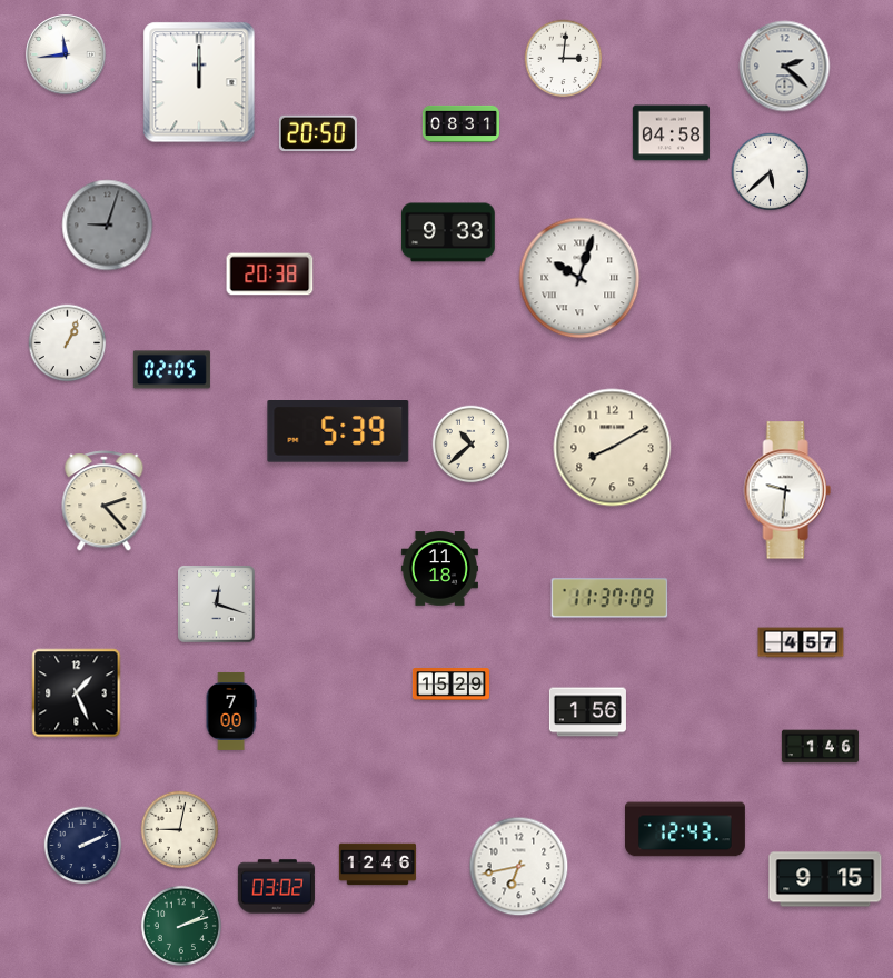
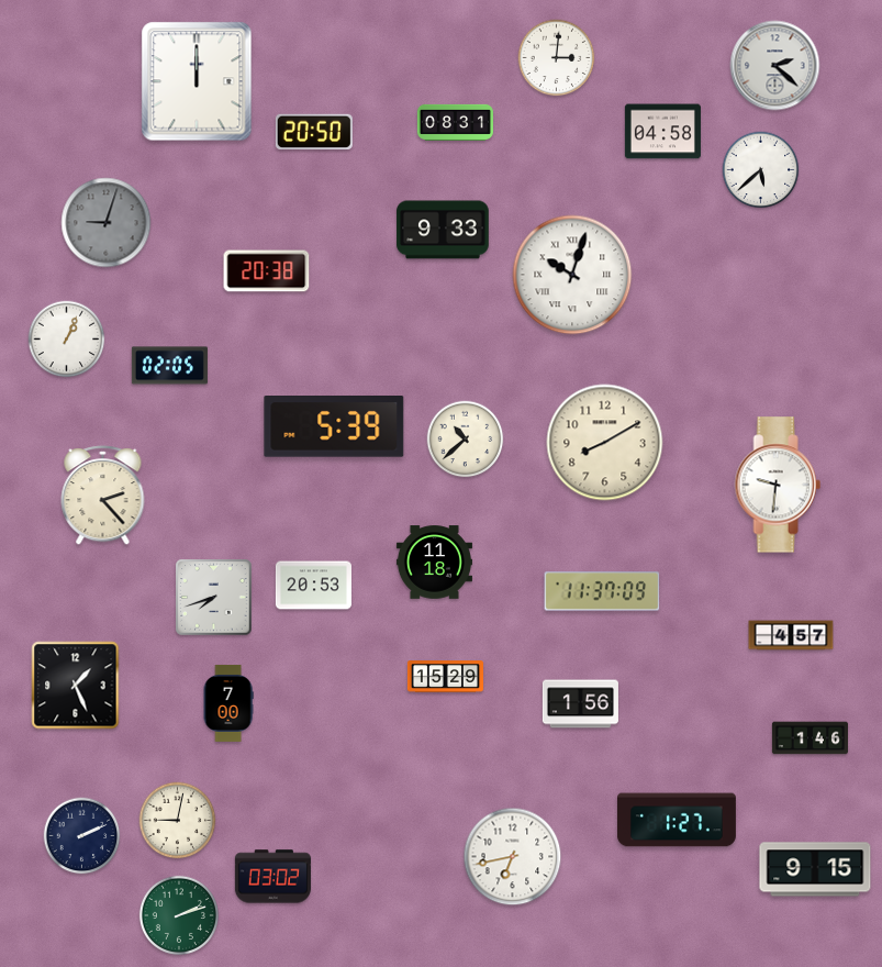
clock at (66, 54): 11:44 -> none
clock at (313, 586): none -> 20:53
clock at (217, 605): 12:18 -> 7:42
clock at (685, 829): 12:43 -> 1:27
clock at (377, 865): 12:46 -> none
